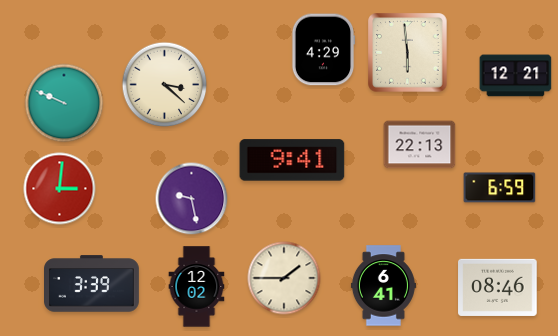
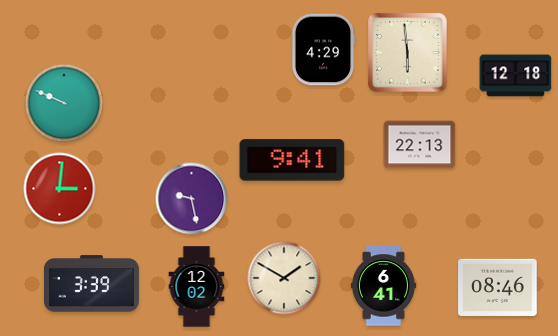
clock at (516, 76): 12:21 -> 12:18
clock at (165, 85): 3:22 -> none
clock at (500, 188): 6:59 -> none
clock at (284, 278): 1:45 -> 1:50
